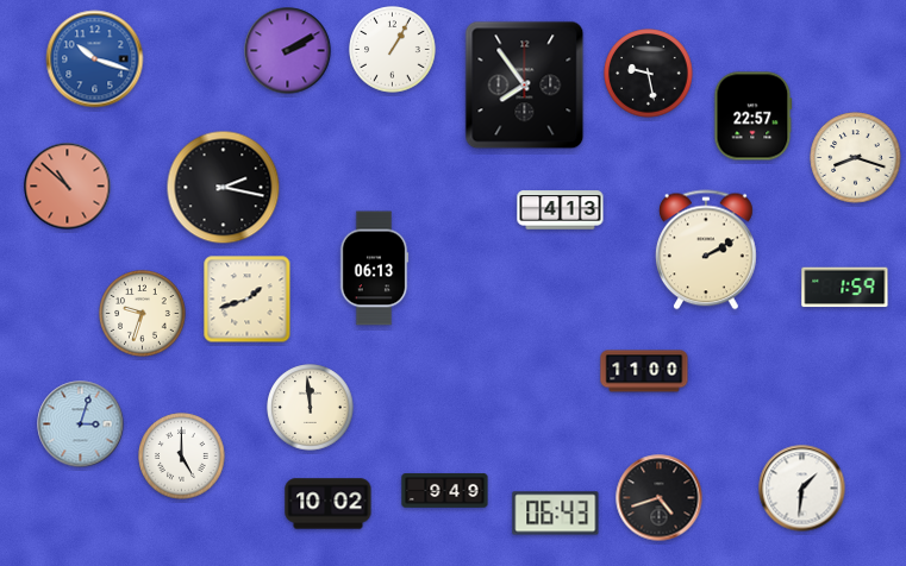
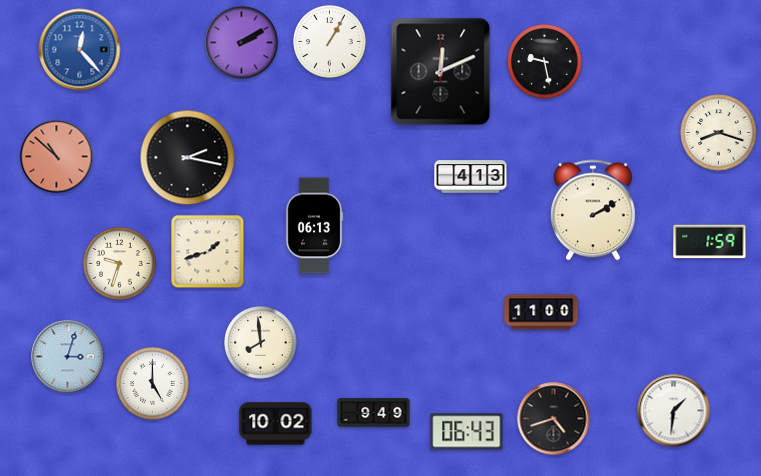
clock at (95, 59): 10:18 -> 12:23
clock at (525, 86): 7:54 -> 12:11
clock at (754, 117): 22:57 -> none
clock at (311, 408): 11:59 -> 7:59
